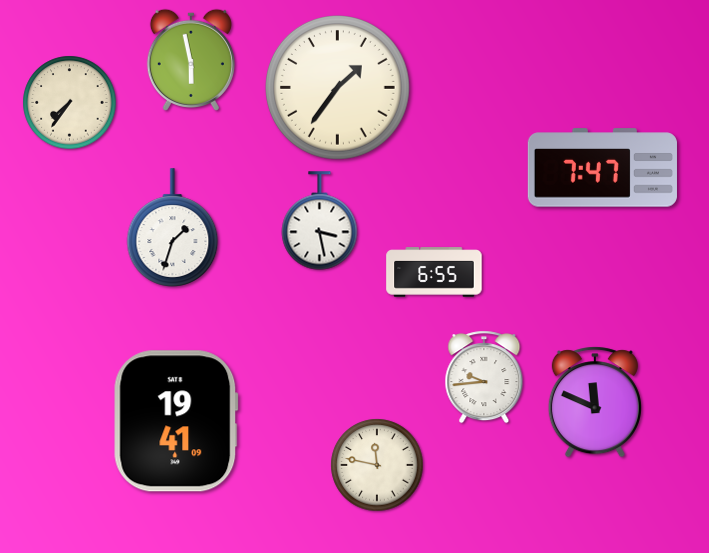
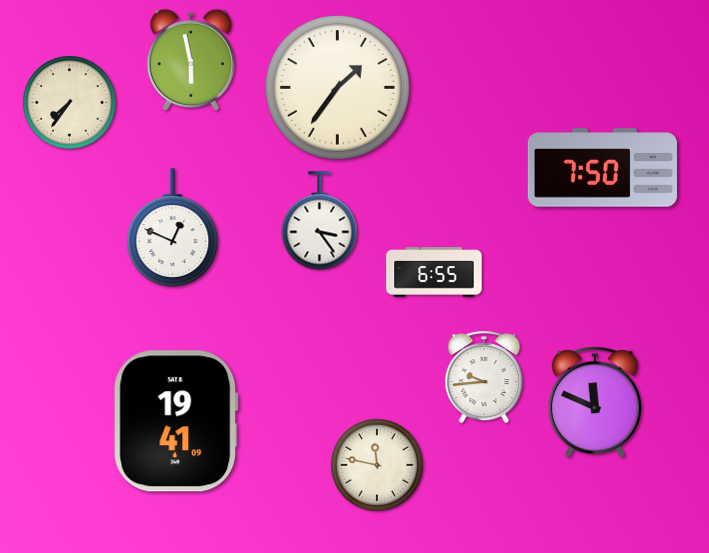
clock at (602, 168): 7:47 -> 7:50
clock at (320, 221): 3:28 -> 3:24
clock at (173, 228): 1:33 -> 12:49
